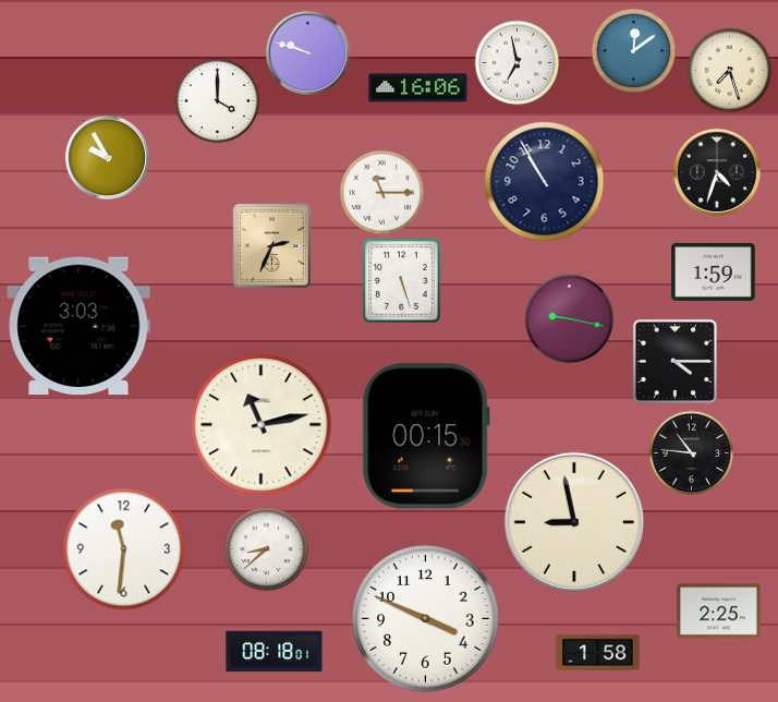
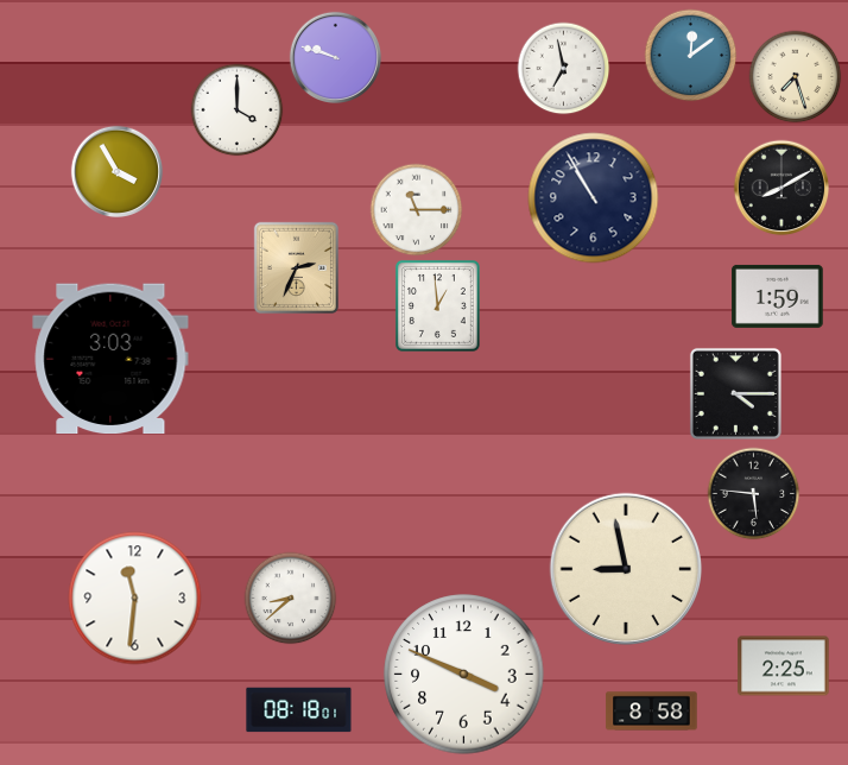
clock at (418, 88): 16:06 -> none
clock at (107, 157): 9:55 -> 3:55
clock at (717, 172): 4:33 -> 8:10
clock at (401, 280): 5:27 -> 12:59
clock at (569, 318): 9:17 -> none
clock at (78, 326) position: (78, 326) -> (110, 359)
clock at (262, 425): 11:13 -> none
clock at (426, 436): 00:15 -> none
clock at (691, 452): 10:46 -> 5:46
clock at (598, 653): 1:58 -> 8:58
